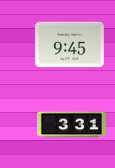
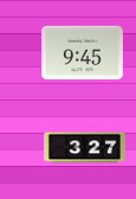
clock at (71, 125): 3:31 -> 3:27
